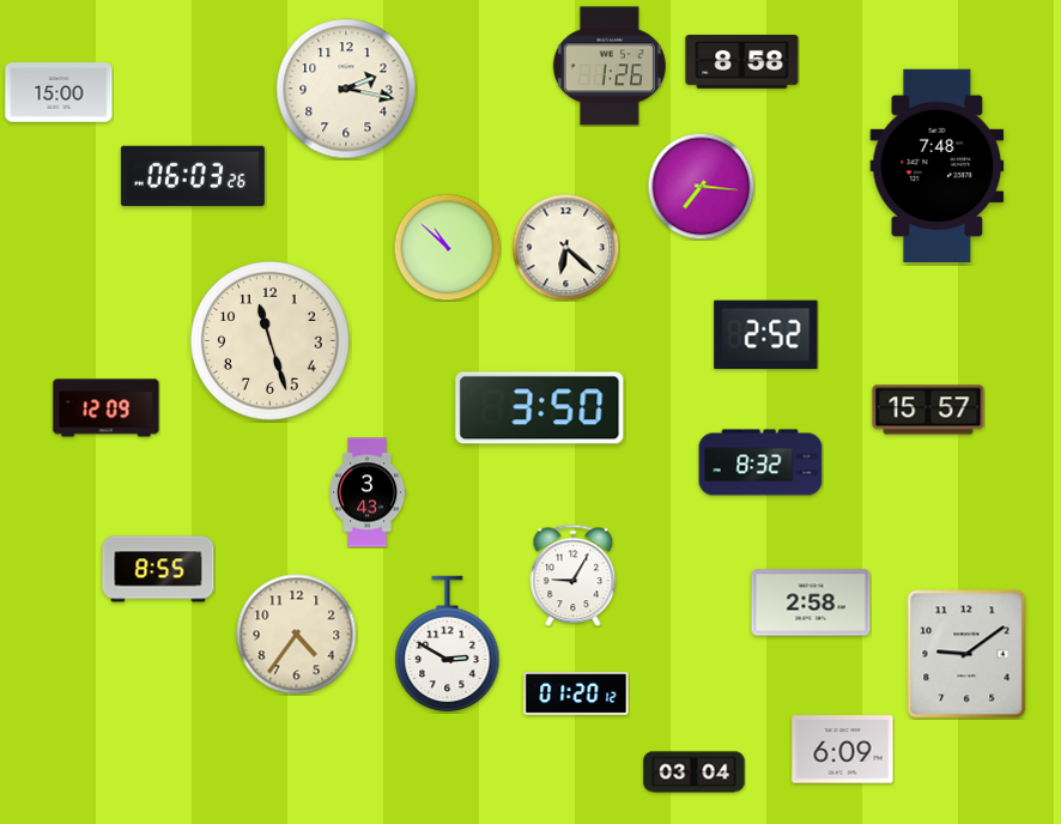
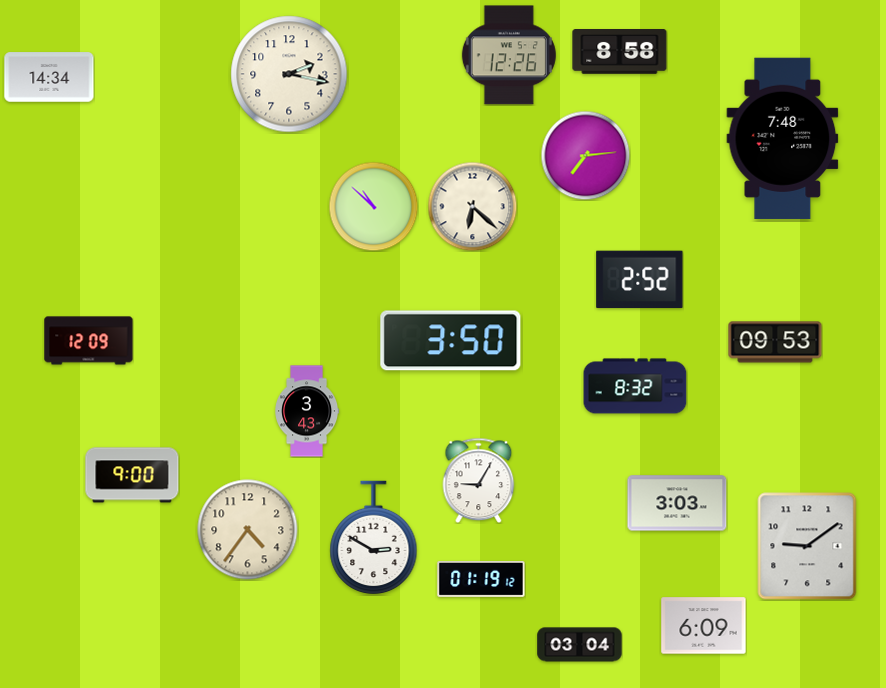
clock at (610, 66): 1:26 -> 12:26
clock at (59, 92): 15:00 -> 14:34
clock at (193, 176): 06:03 -> none
clock at (701, 186): 7:16 -> 7:14
clock at (271, 341): 11:27 -> none
clock at (928, 410): 15:57 -> 09:53
clock at (158, 569): 8:55 -> 9:00
clock at (811, 602): 2:58 -> 3:03
clock at (576, 695): 01:20 -> 01:19
